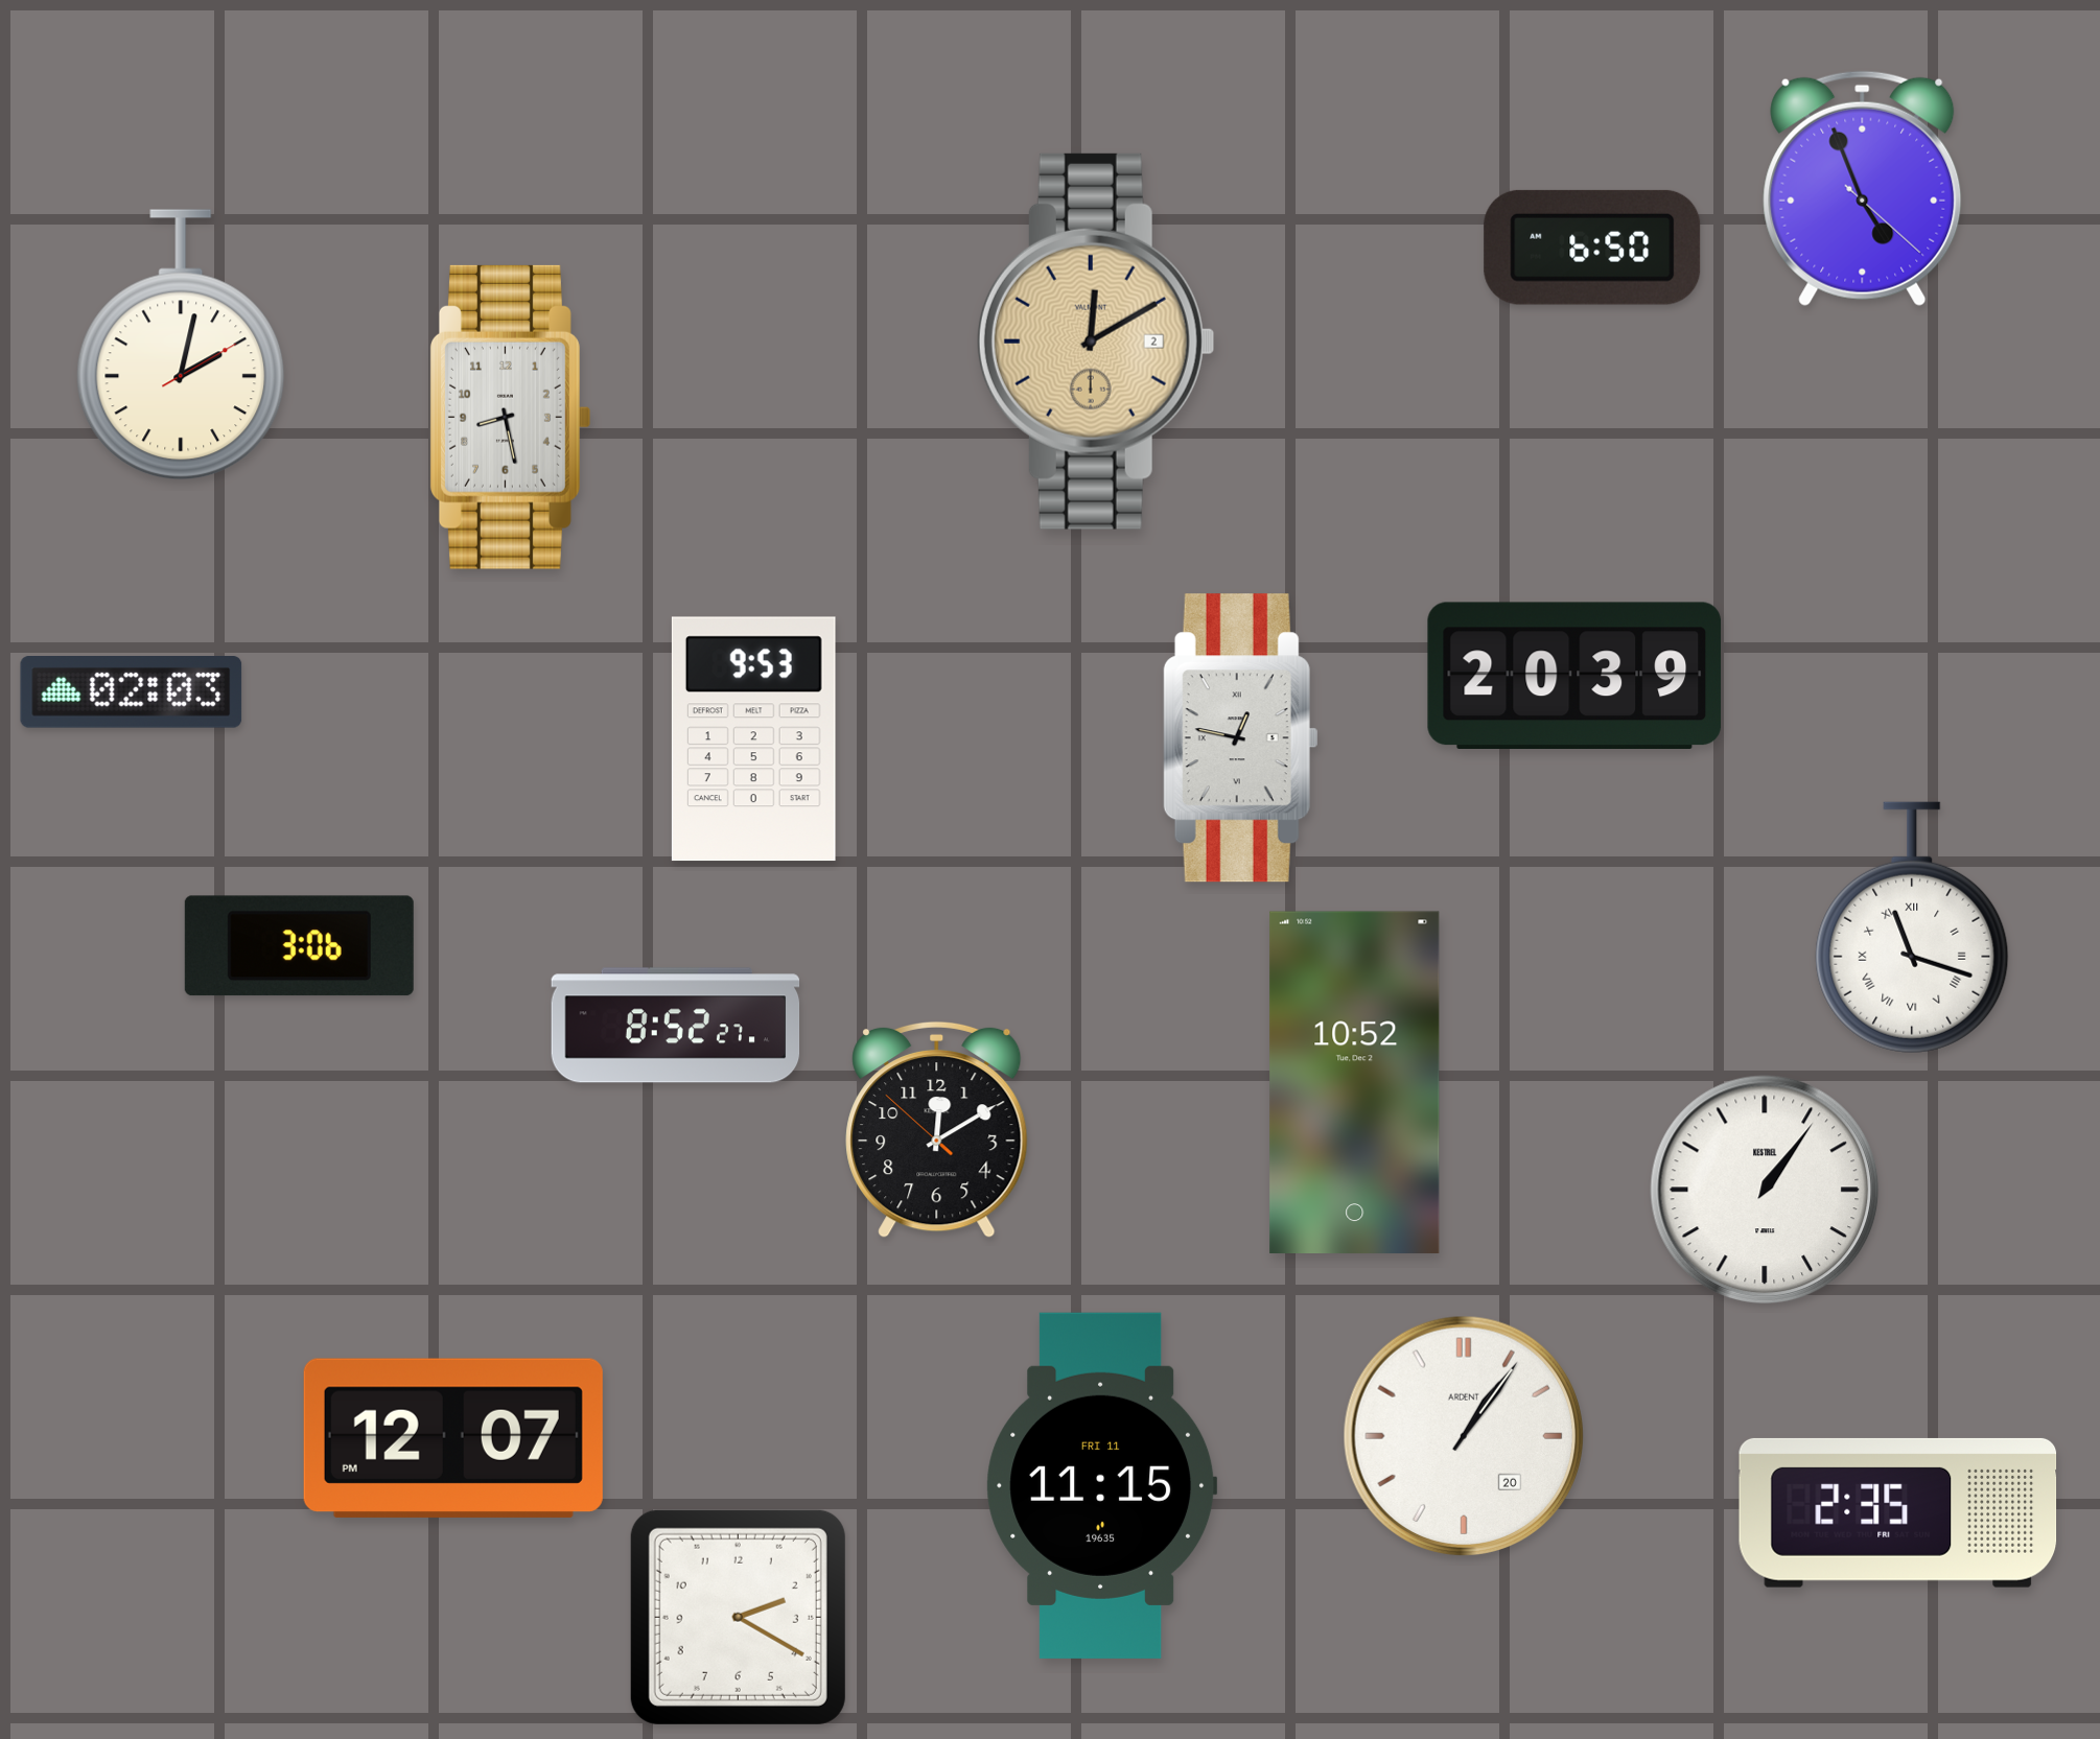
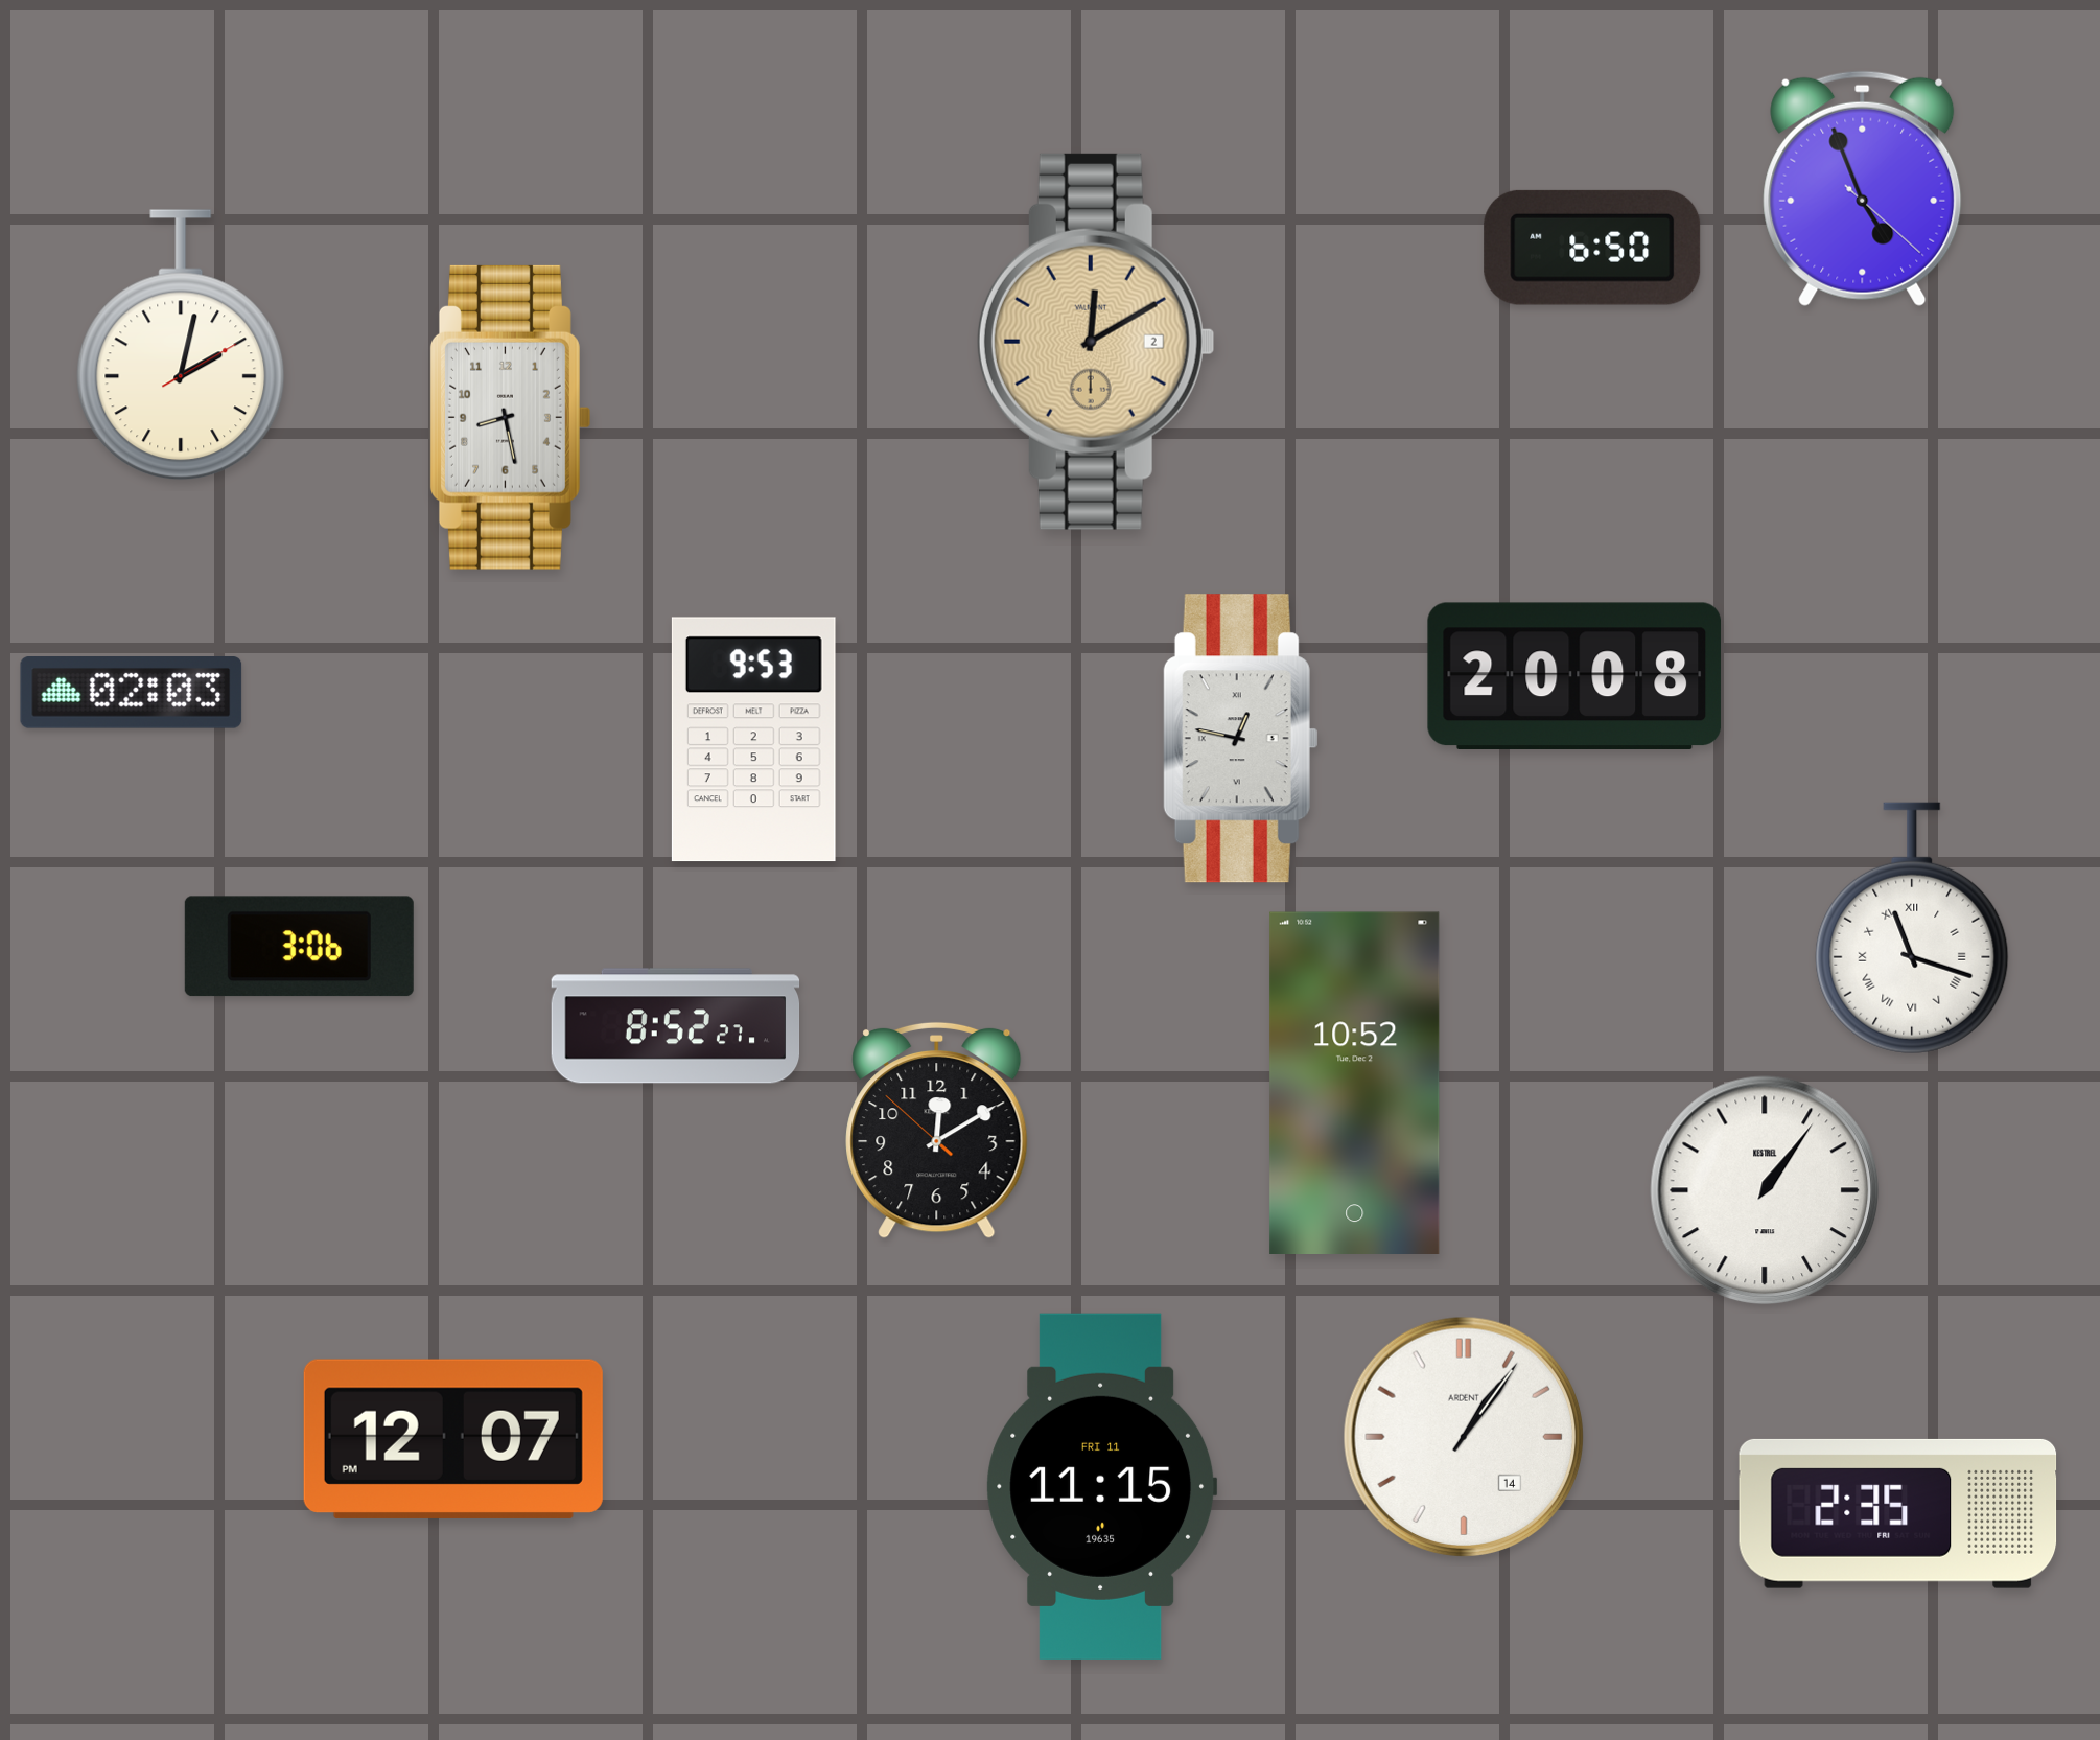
clock at (1573, 675): 20:39 -> 20:08
clock at (1463, 1435) date: 20 -> 14
clock at (738, 1617): 2:20 -> none
